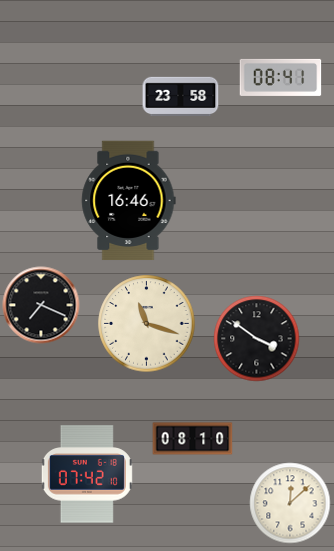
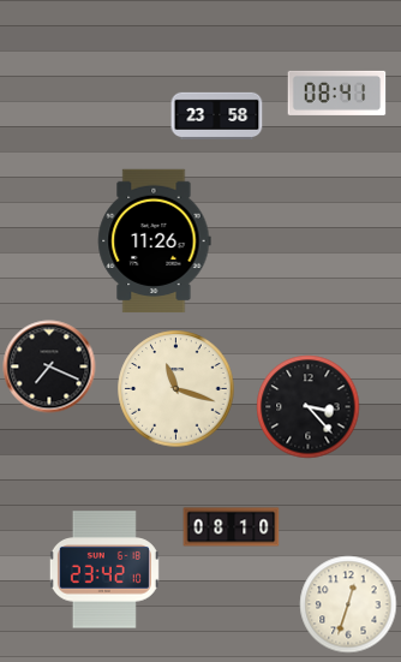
clock at (129, 201): 16:46 -> 11:26
clock at (257, 339): 3:51 -> 3:23
clock at (87, 474): 07:42 -> 23:42
clock at (290, 503): 12:08 -> 12:33
